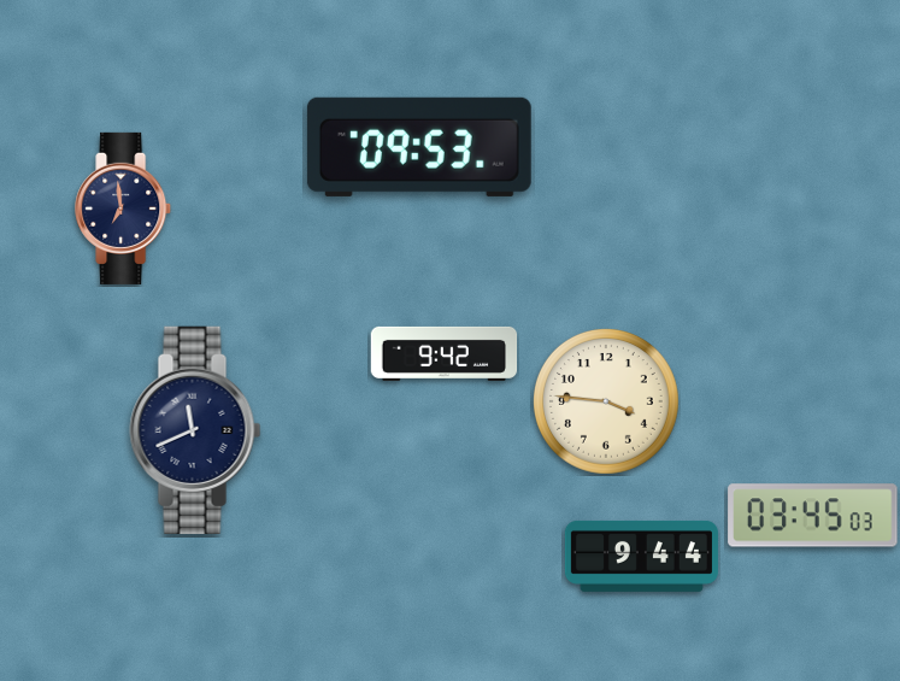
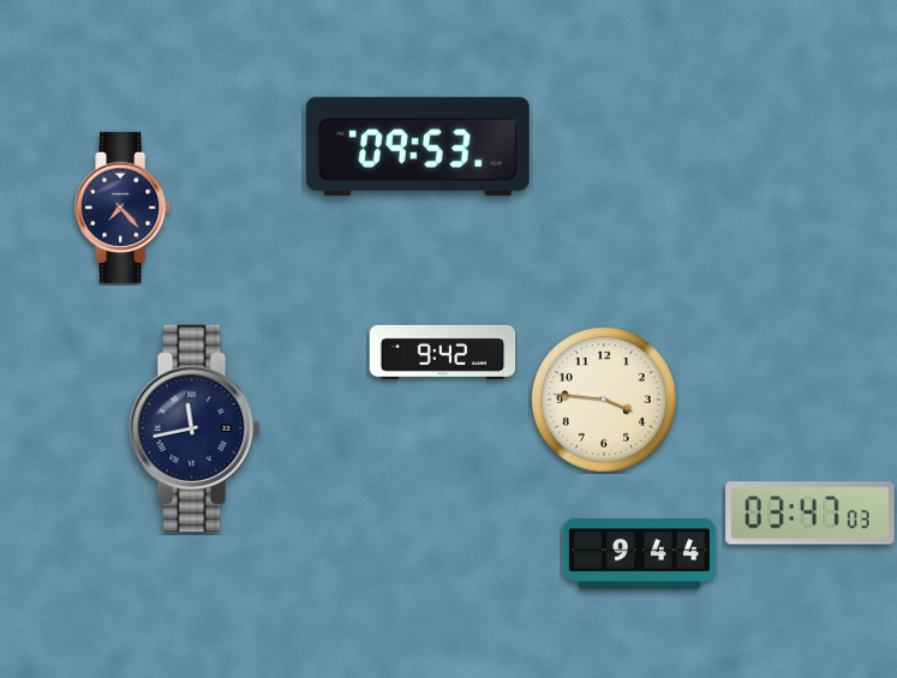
clock at (124, 209): 6:59 -> 7:23
clock at (195, 430): 11:41 -> 11:43
clock at (813, 516): 03:45 -> 03:47
